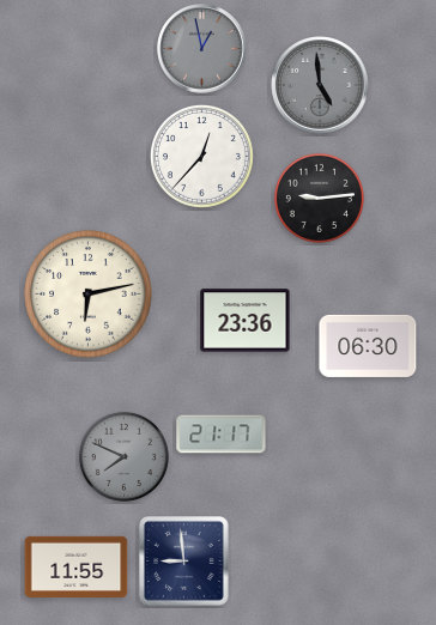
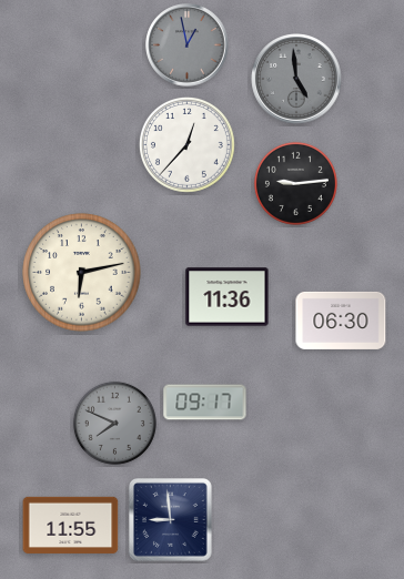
clock at (246, 321): 23:36 -> 11:36
clock at (222, 435): 21:17 -> 09:17
